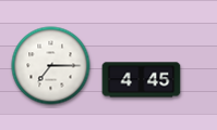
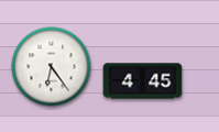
clock at (51, 66): 7:15 -> 6:24
